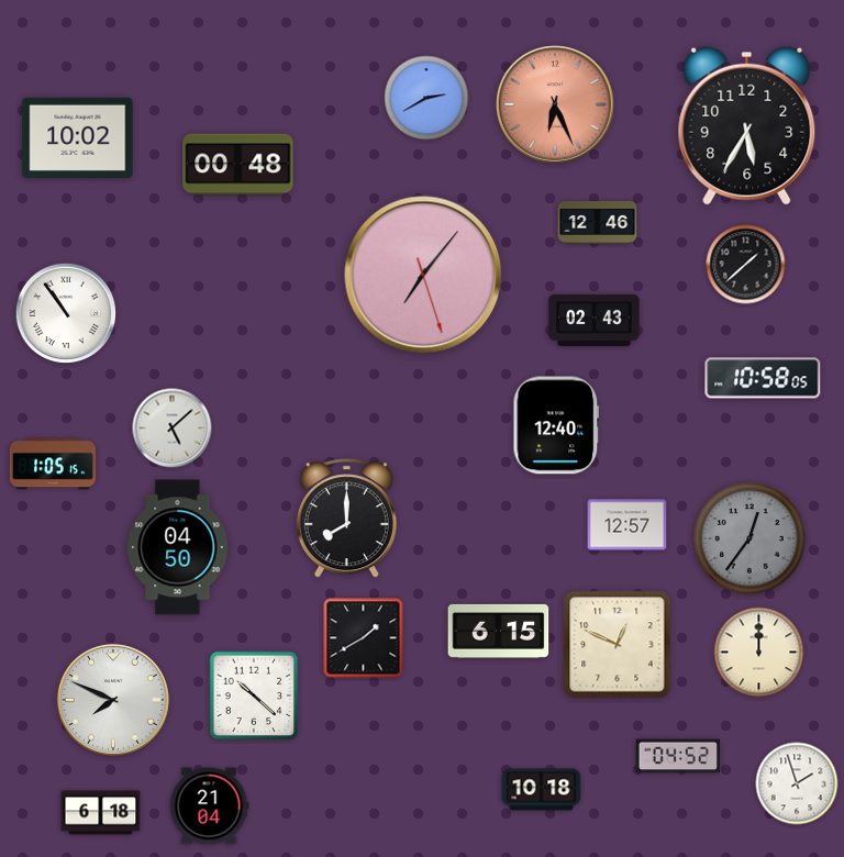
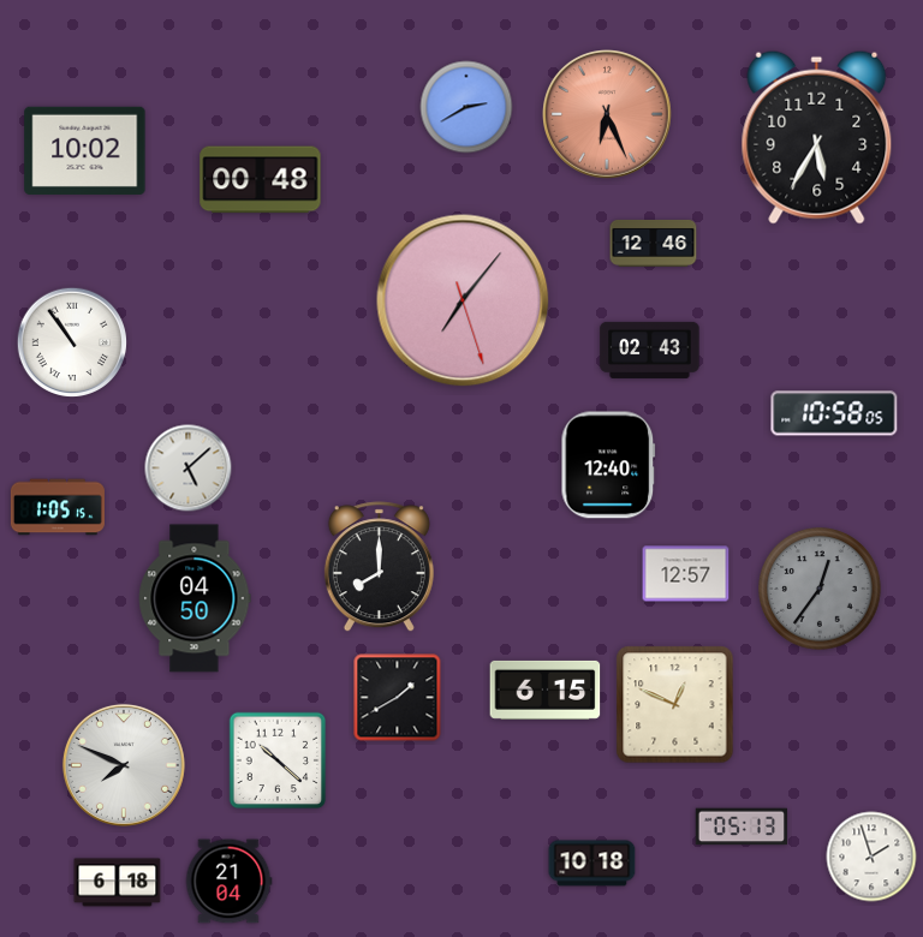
clock at (746, 265): 1:38 -> none
clock at (759, 653): 12:00 -> none
clock at (678, 756): 04:52 -> 05:13
clock at (101, 813) position: (101, 813) -> (118, 883)
